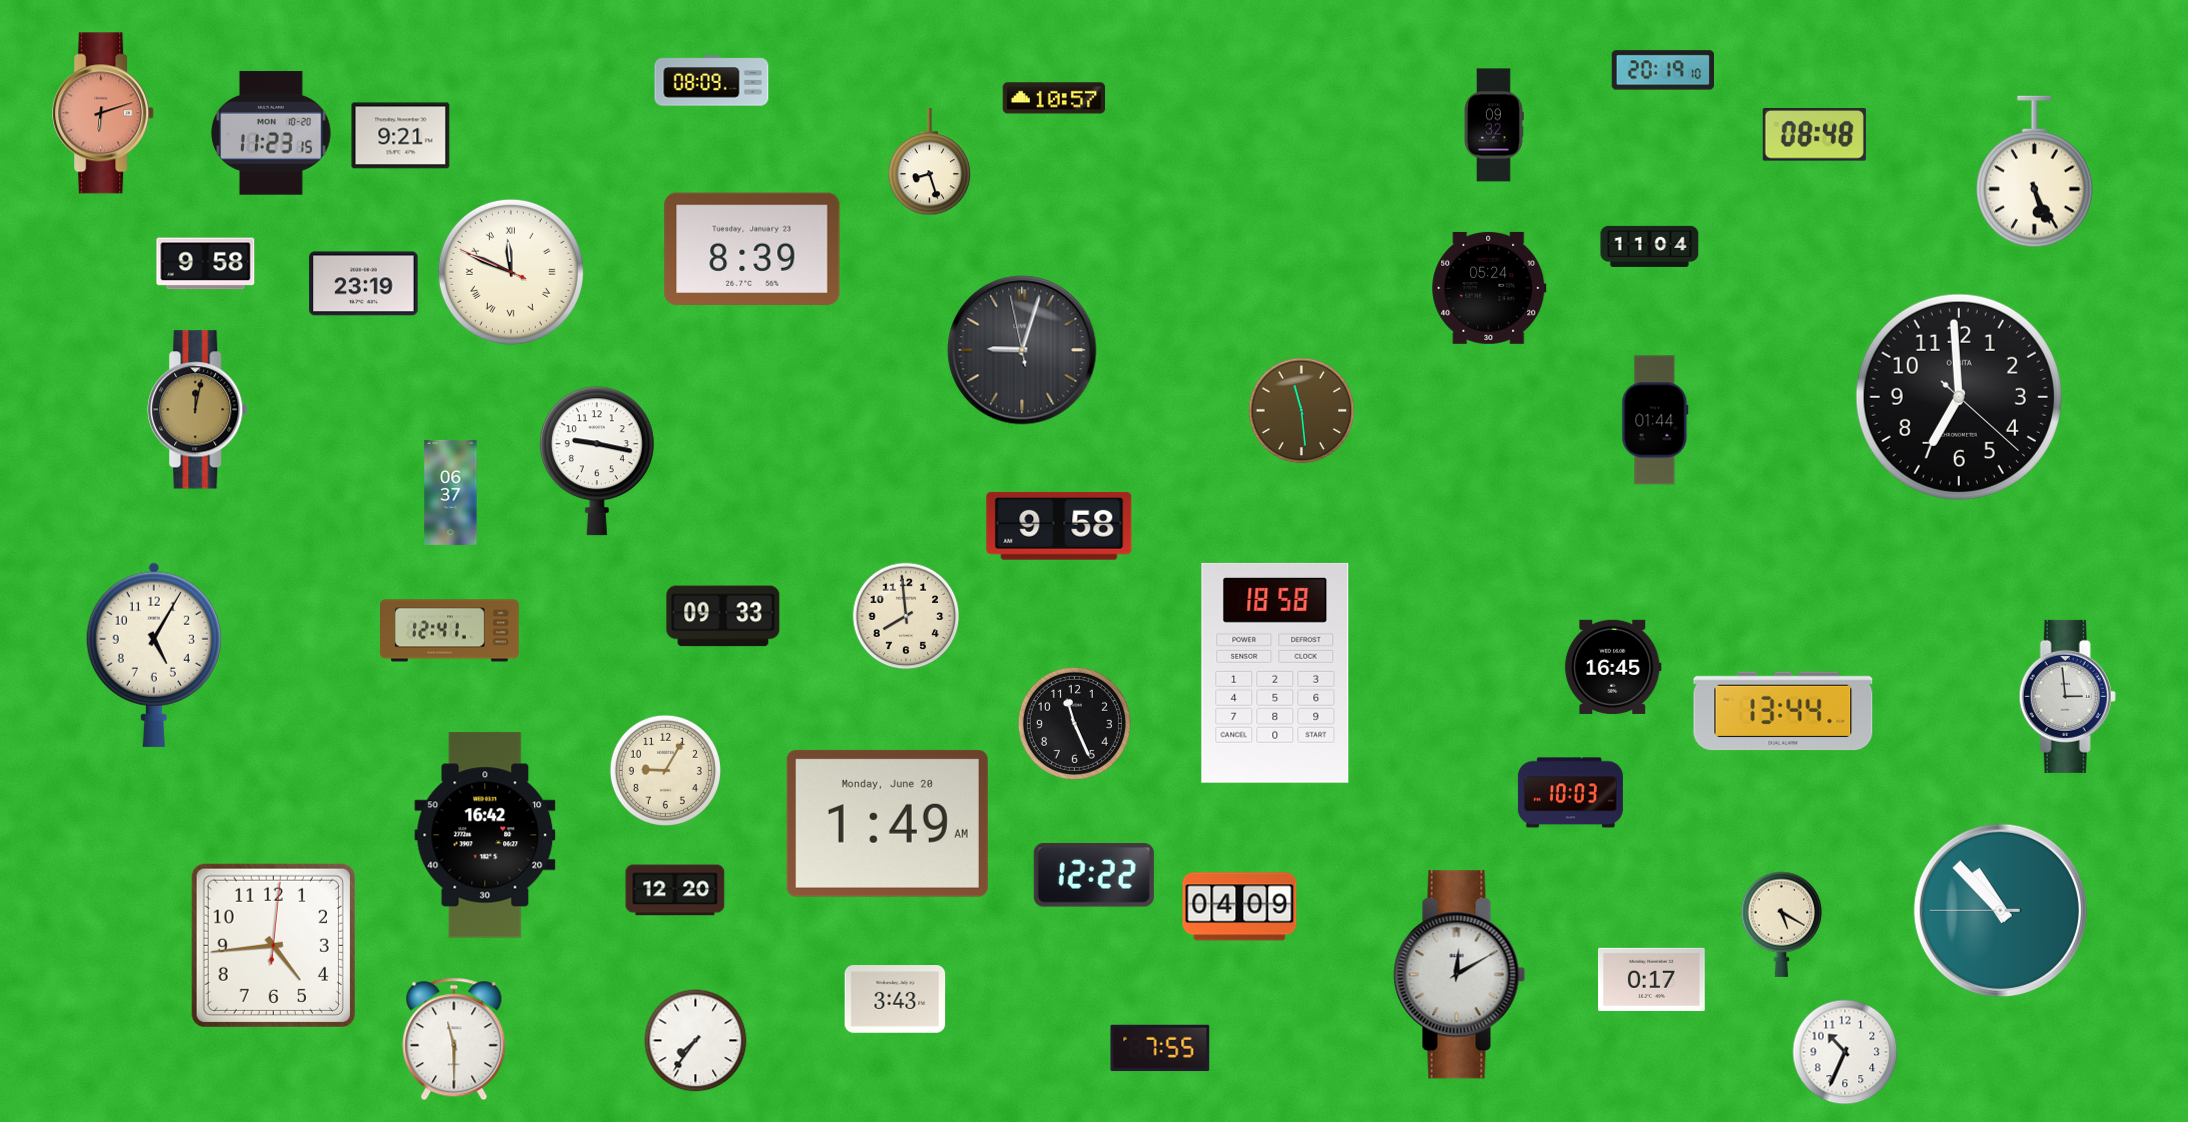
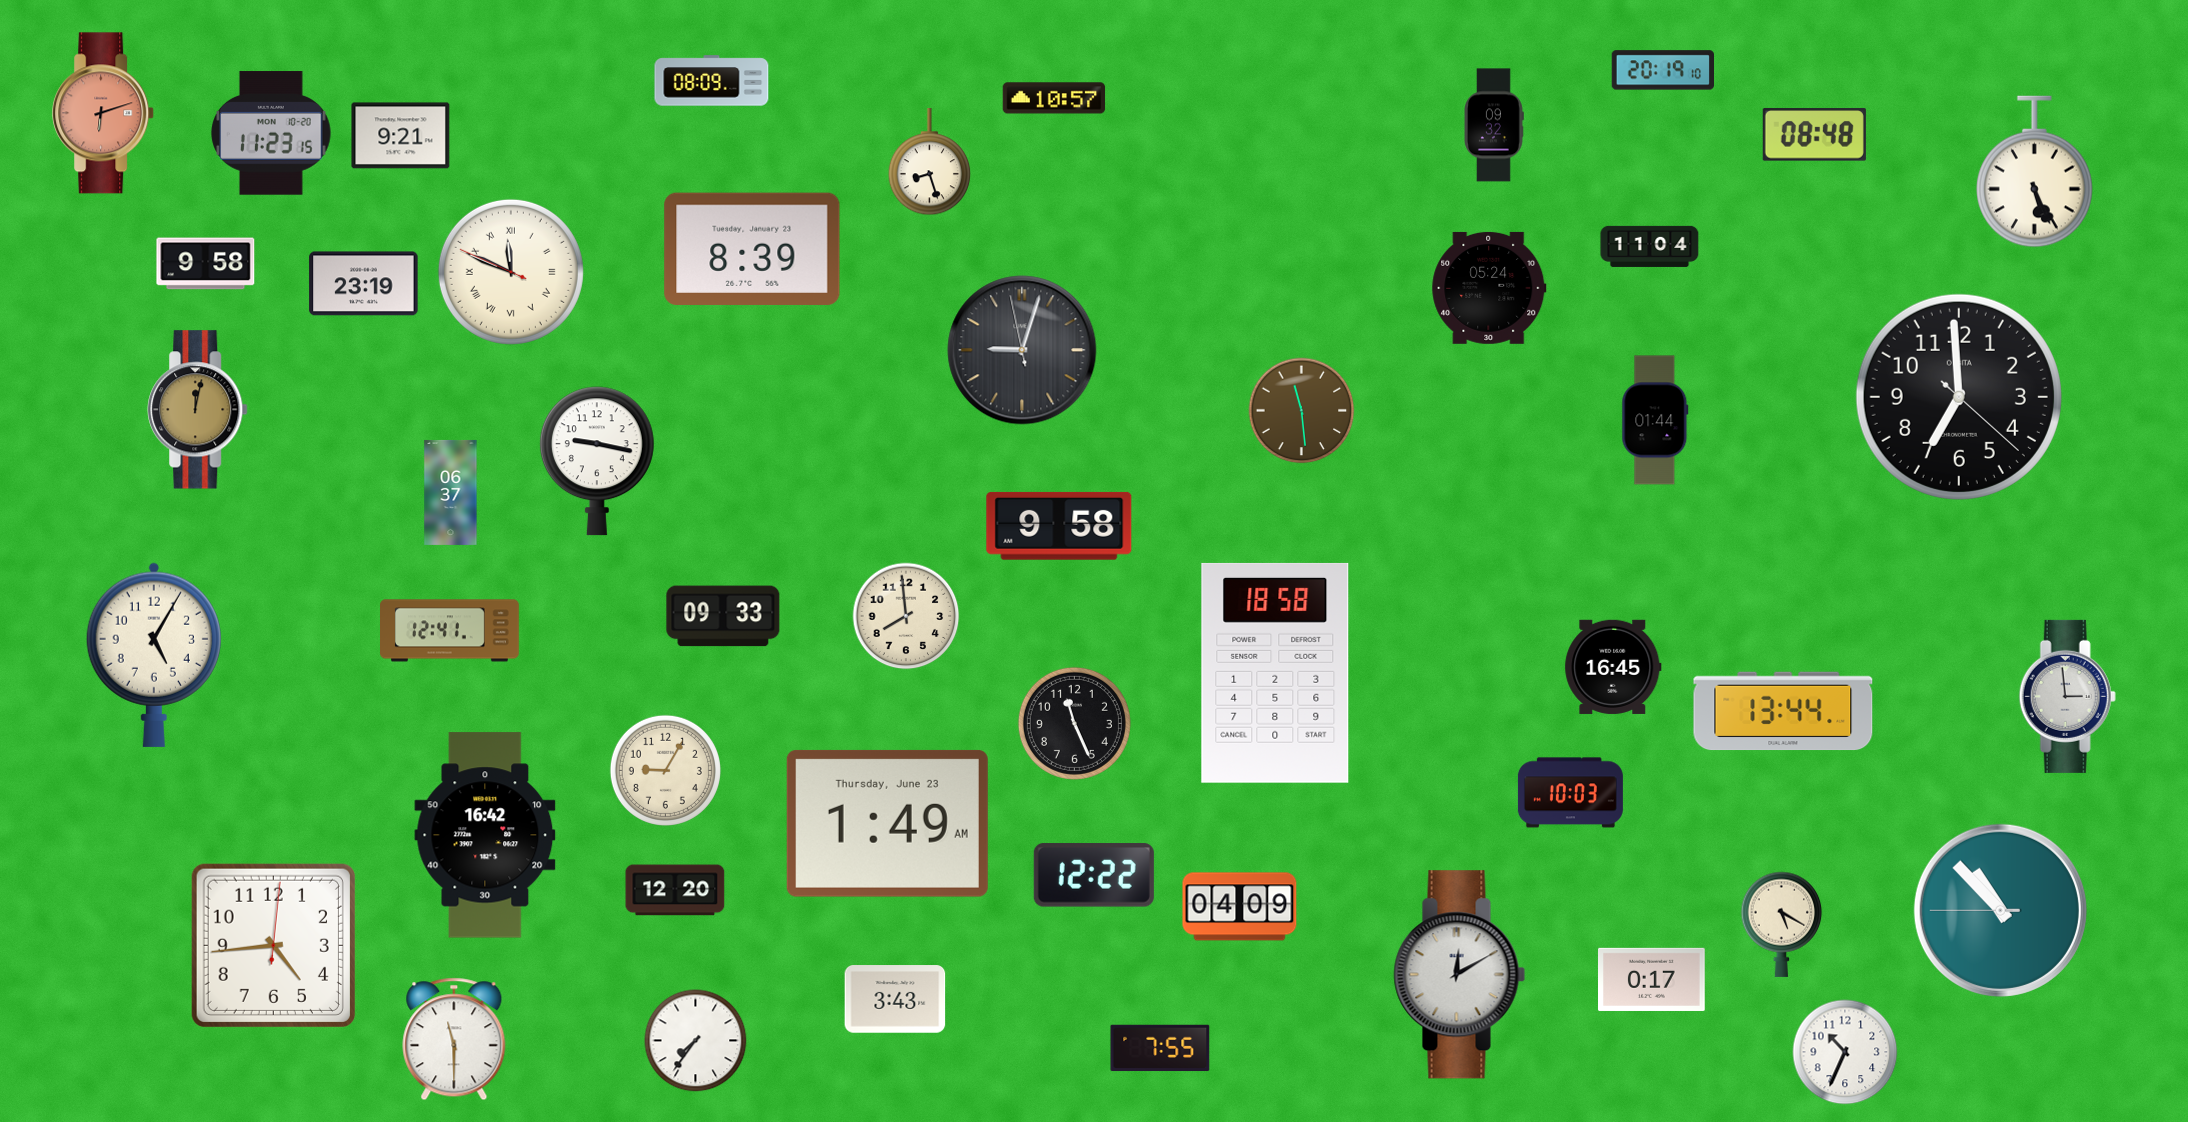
clock at (887, 823) date: Monday, June 20 -> Thursday, June 23
